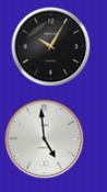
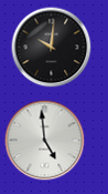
clock at (51, 47): 10:05 -> 10:01
